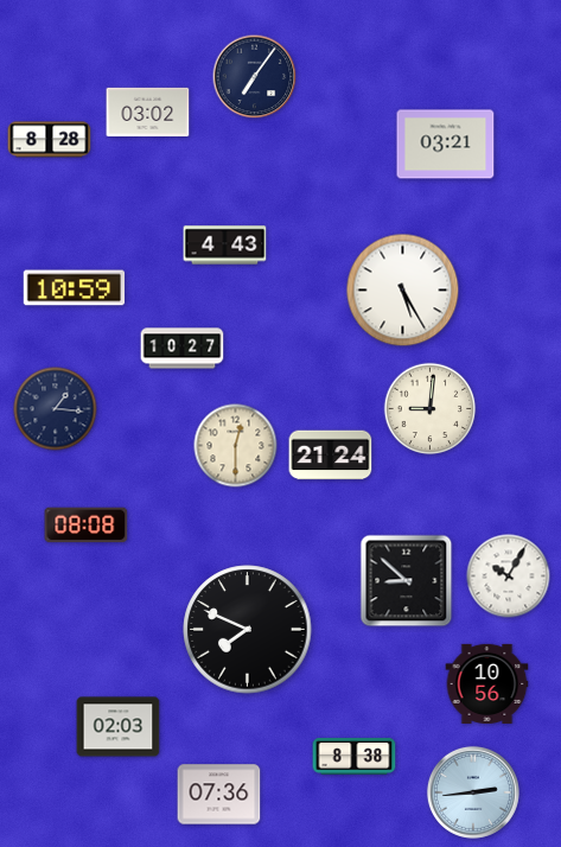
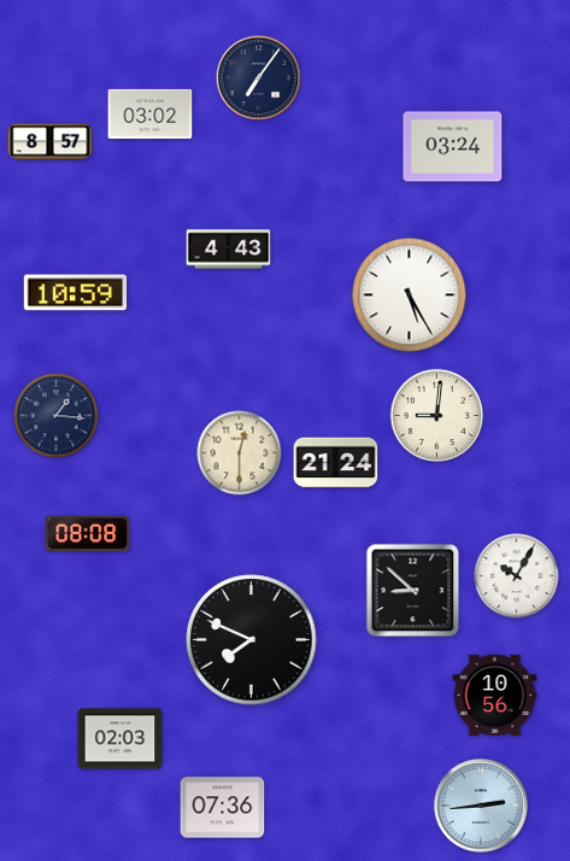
clock at (50, 140): 8:28 -> 8:57
clock at (446, 145): 03:21 -> 03:24
clock at (183, 349): 10:27 -> none
clock at (509, 577) position: (509, 577) -> (517, 576)
clock at (355, 757): 8:38 -> none
